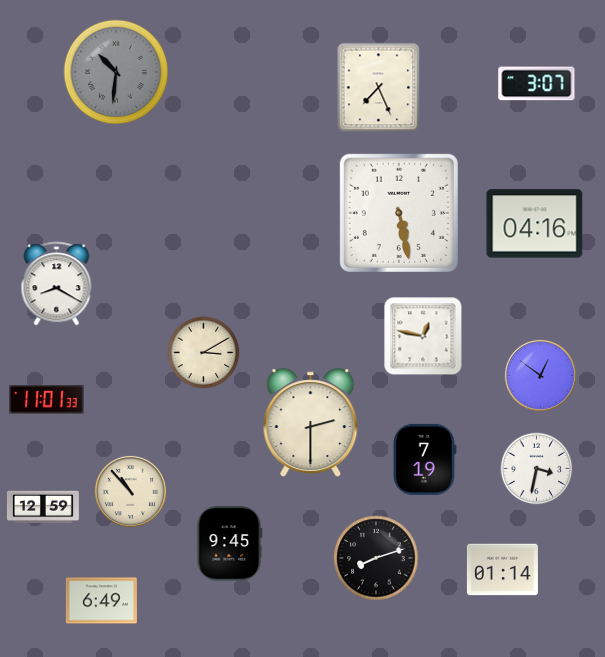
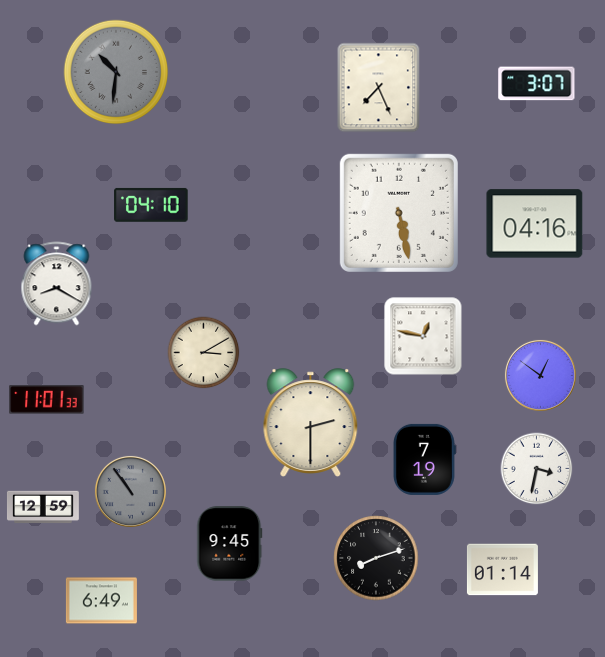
clock at (151, 205): none -> 04:10
clock at (130, 491): 10:53 -> 10:54
clock at (130, 491) dial: cream -> grey
